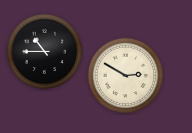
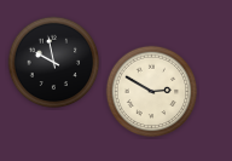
clock at (45, 52): 10:45 -> 9:58
